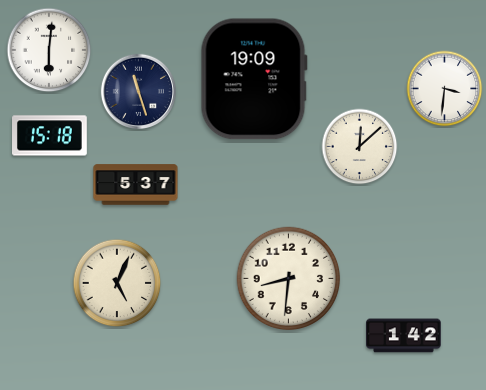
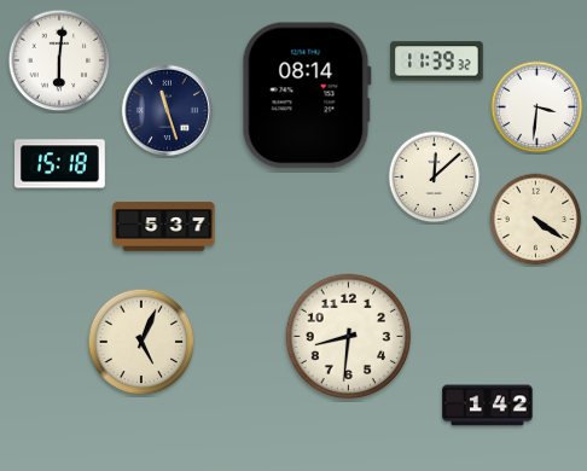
clock at (437, 62): none -> 11:39
clock at (254, 79): 19:09 -> 08:14
clock at (536, 220): none -> 4:21
clock at (136, 185) position: (136, 185) -> (164, 227)
